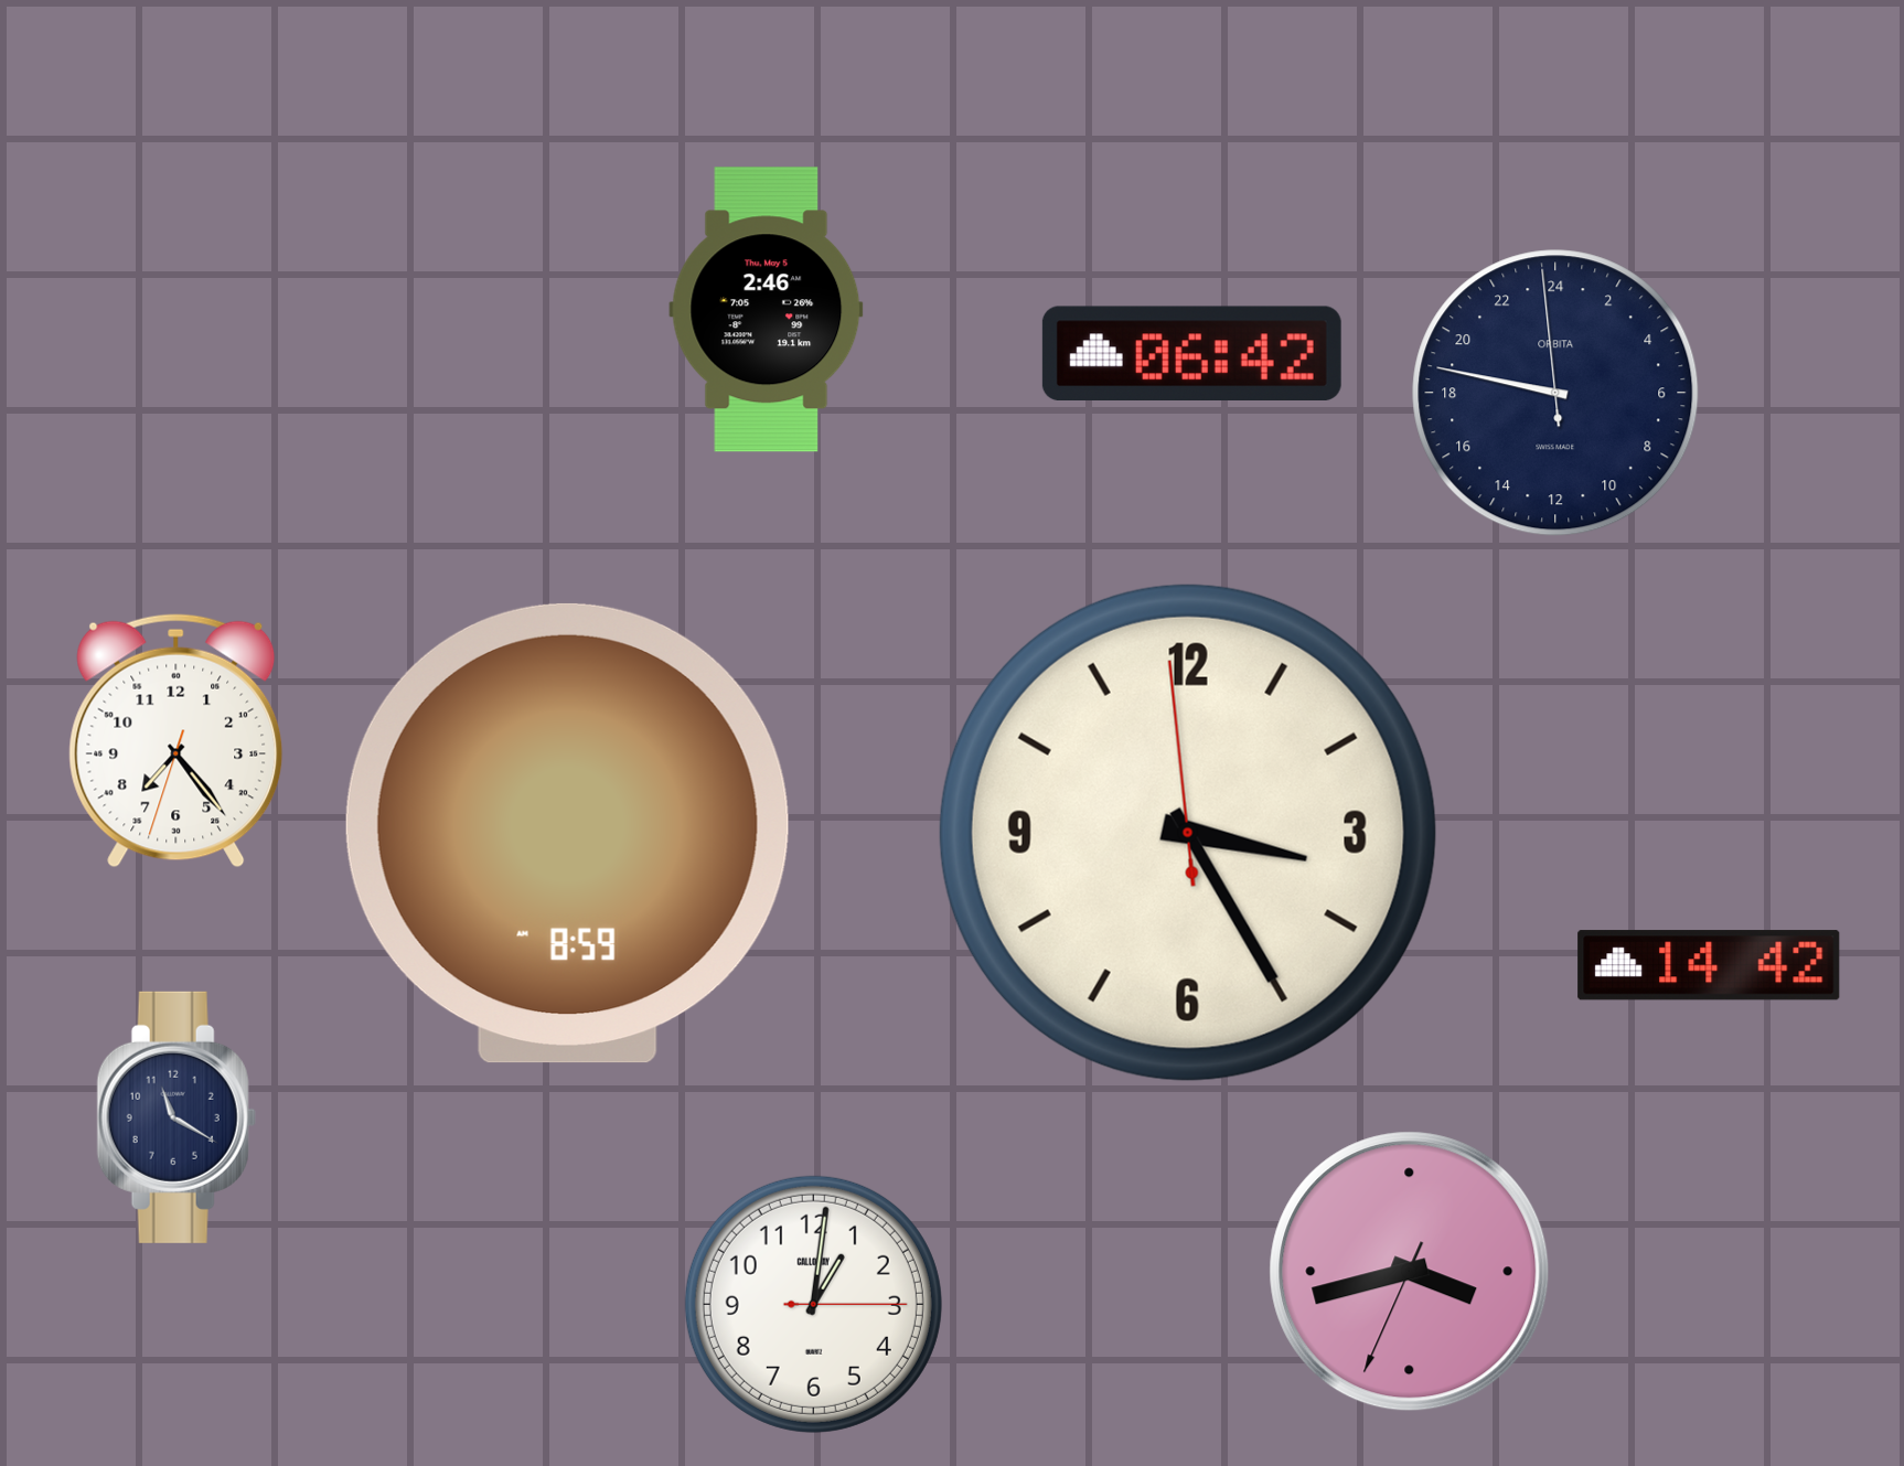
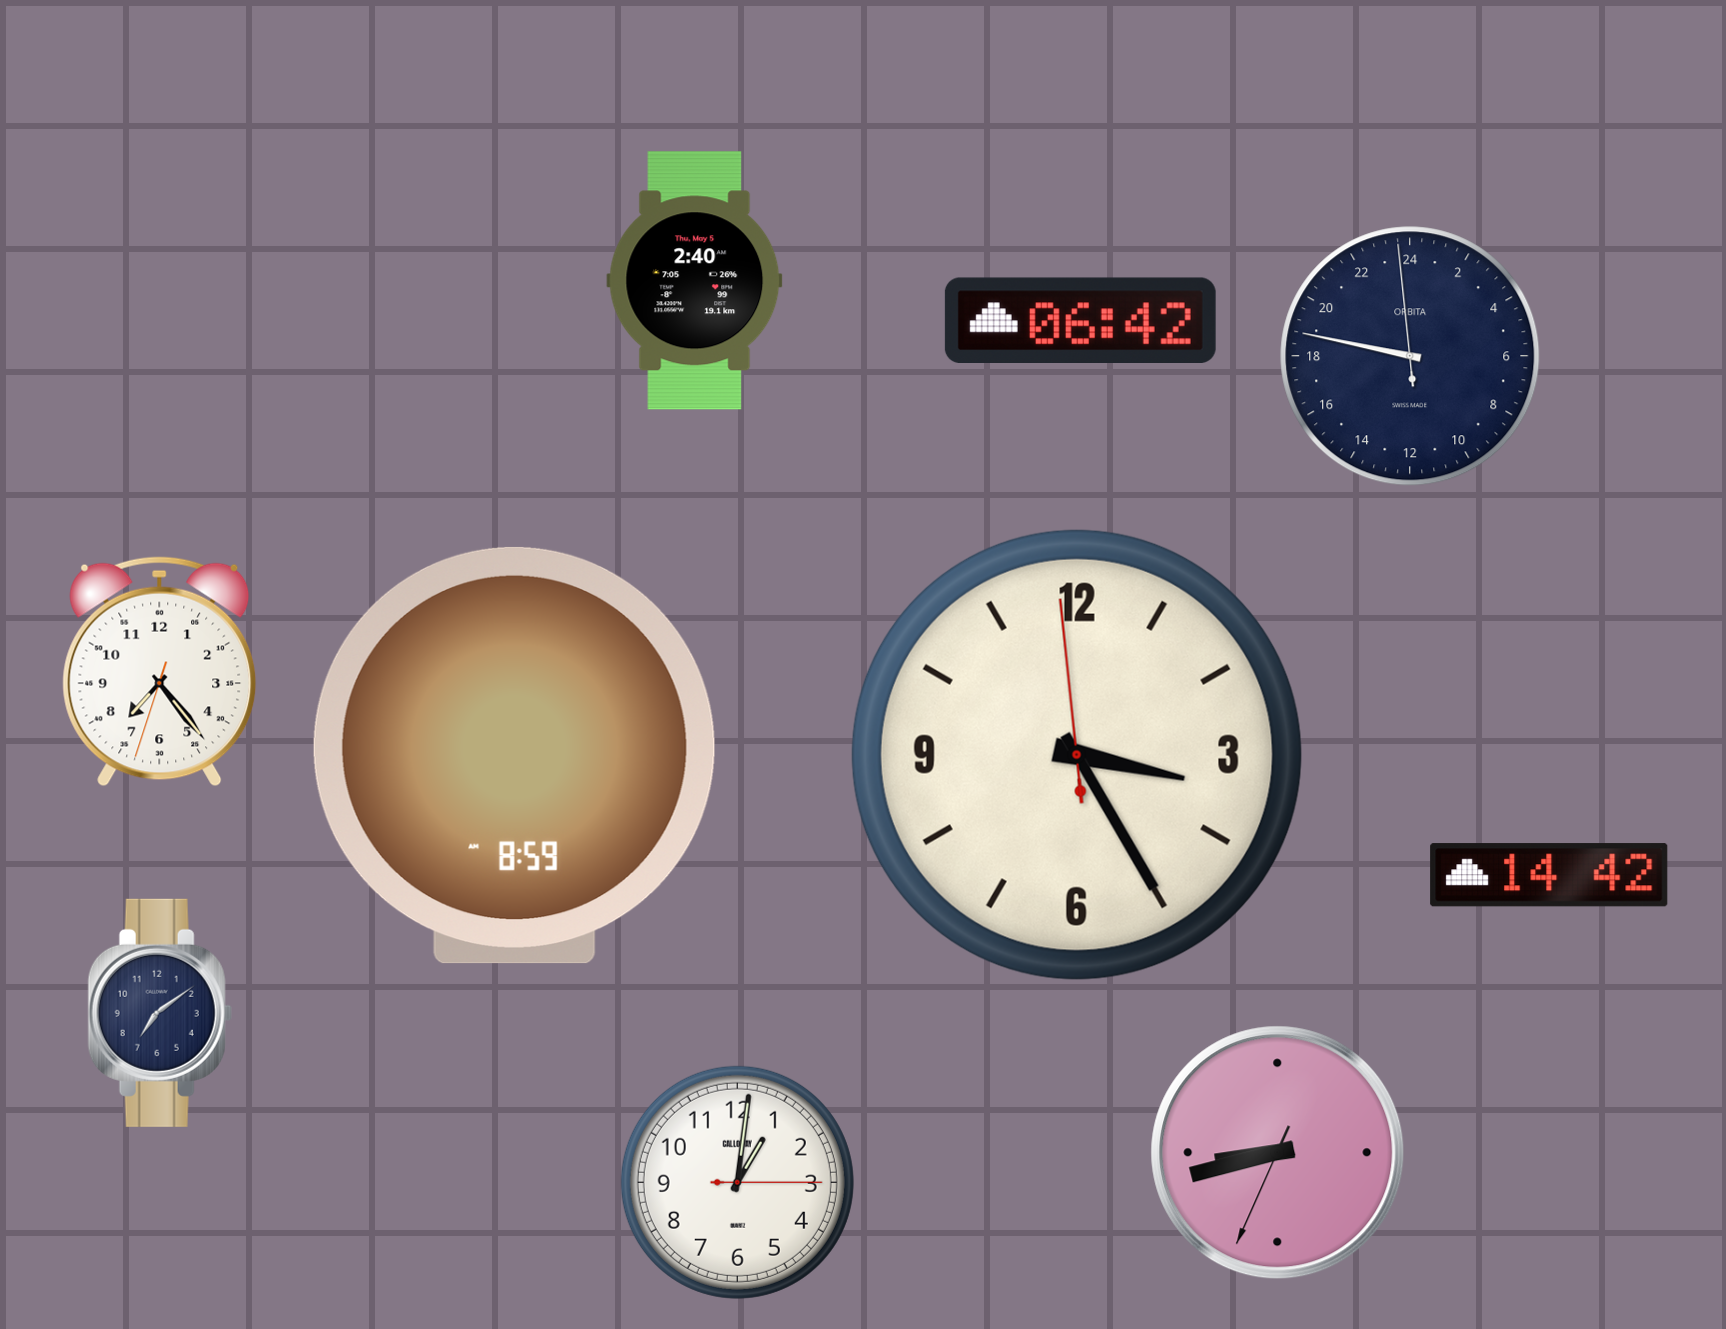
clock at (767, 310): 2:46 -> 2:40
clock at (177, 1117): 11:20 -> 7:09
clock at (1410, 1272): 3:42 -> 8:42
